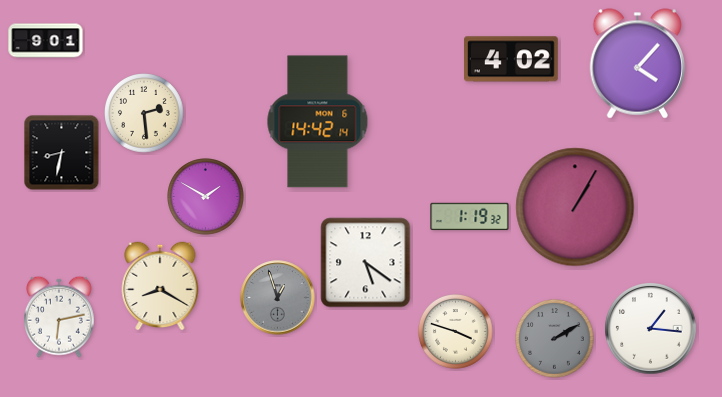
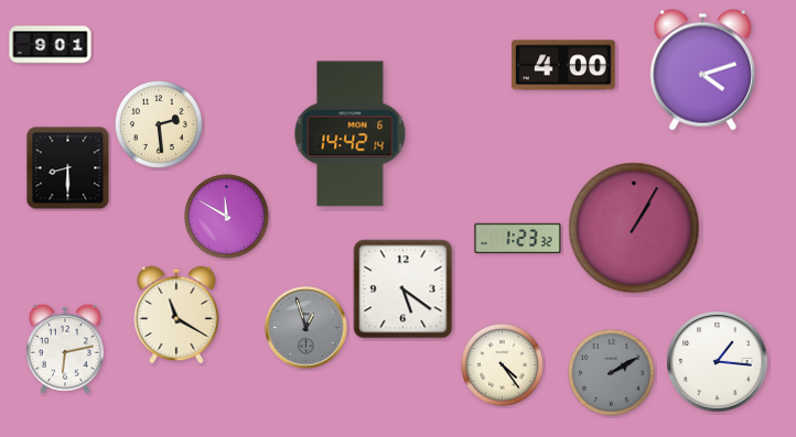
clock at (511, 59): 4:02 -> 4:00
clock at (637, 64): 4:07 -> 4:12
clock at (62, 153): 8:32 -> 8:30
clock at (206, 197): 1:50 -> 11:50
clock at (470, 217): 1:19 -> 1:23
clock at (160, 286): 8:20 -> 11:20
clock at (456, 332): 3:48 -> 4:24
